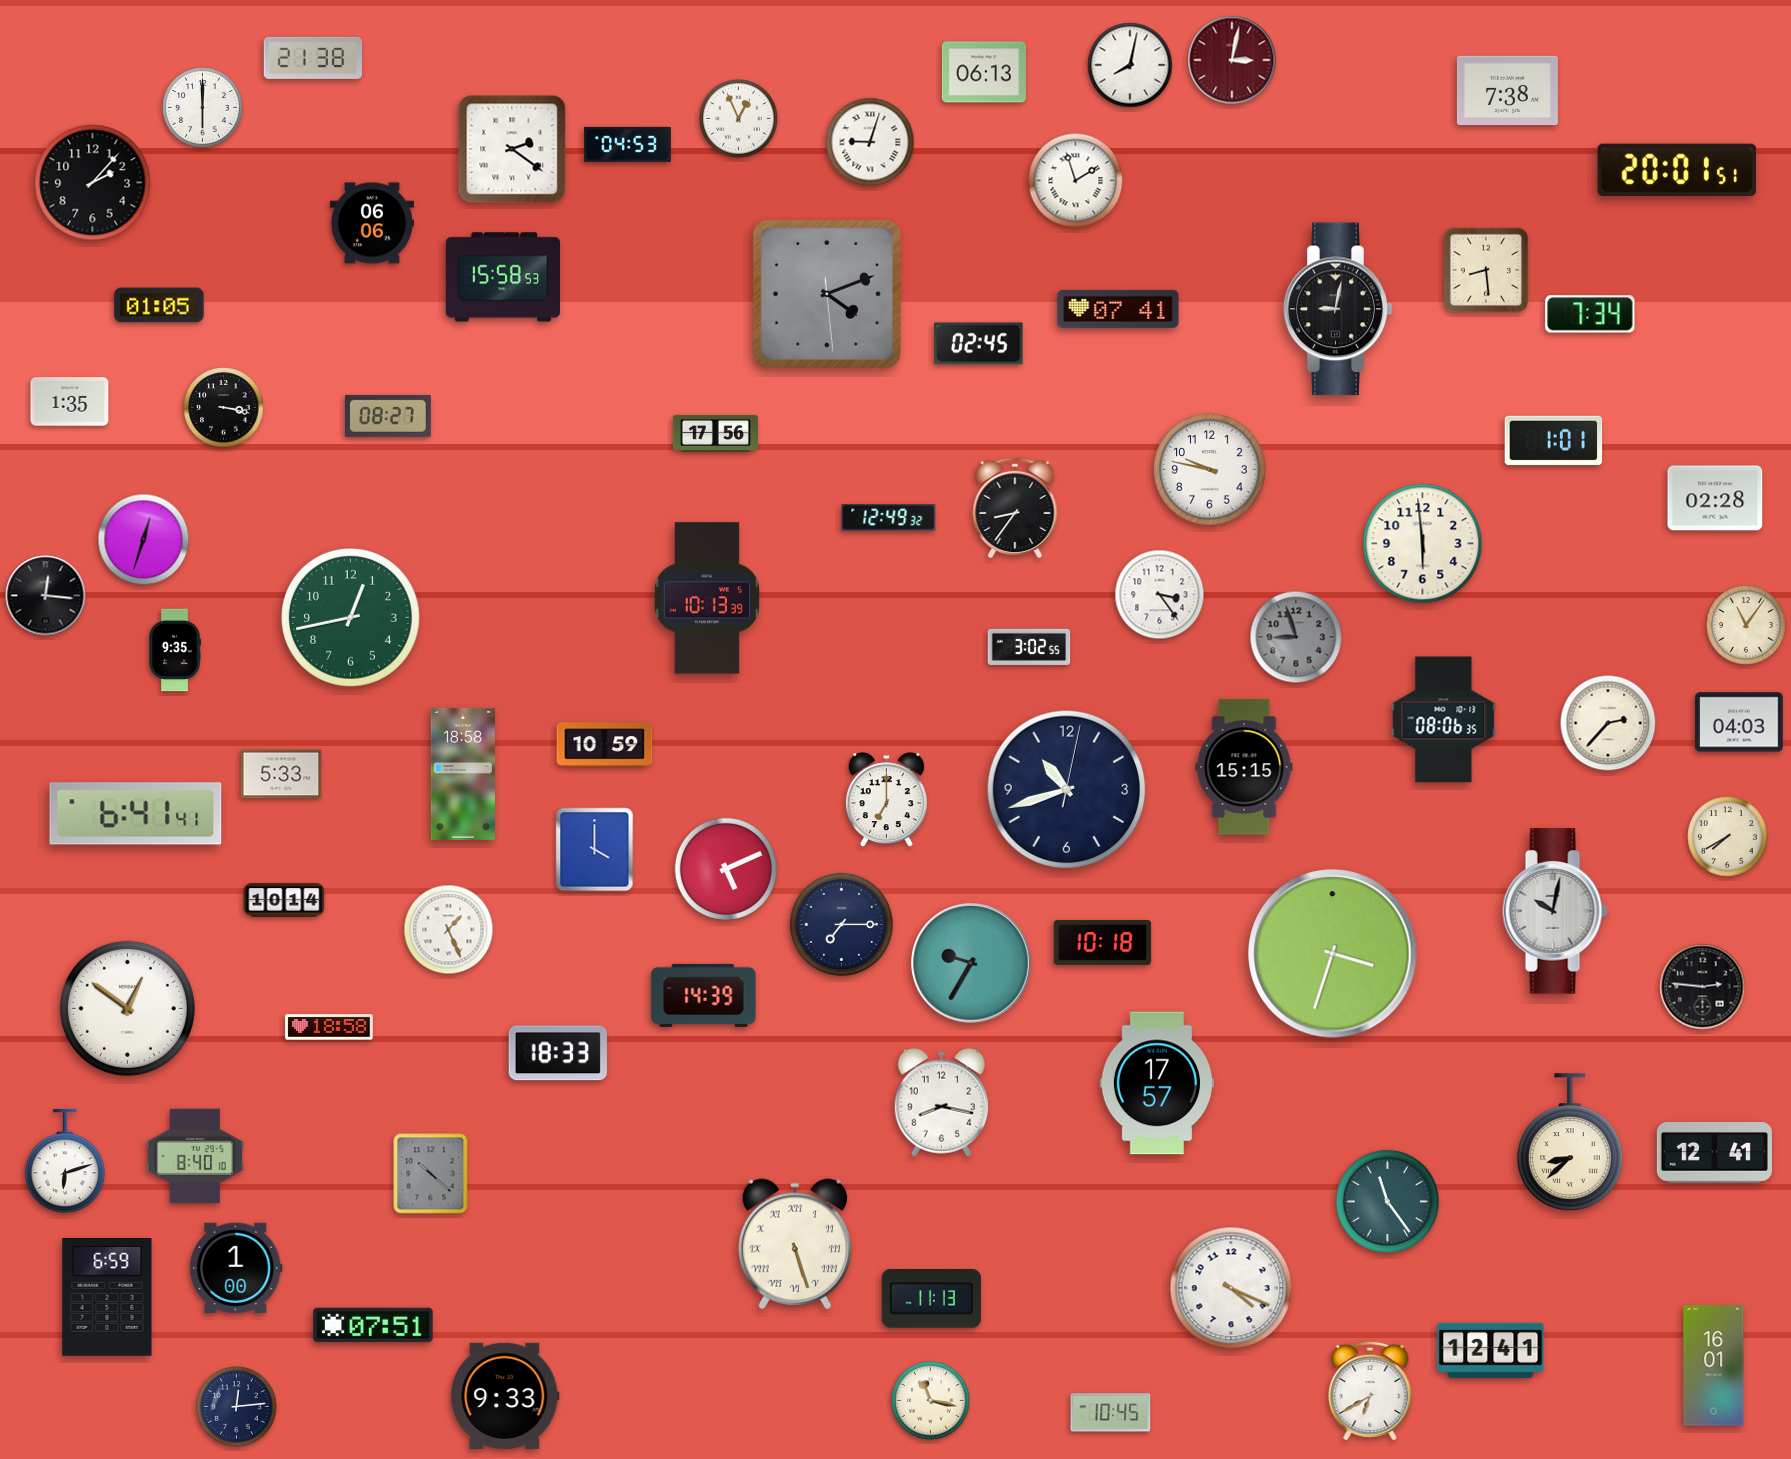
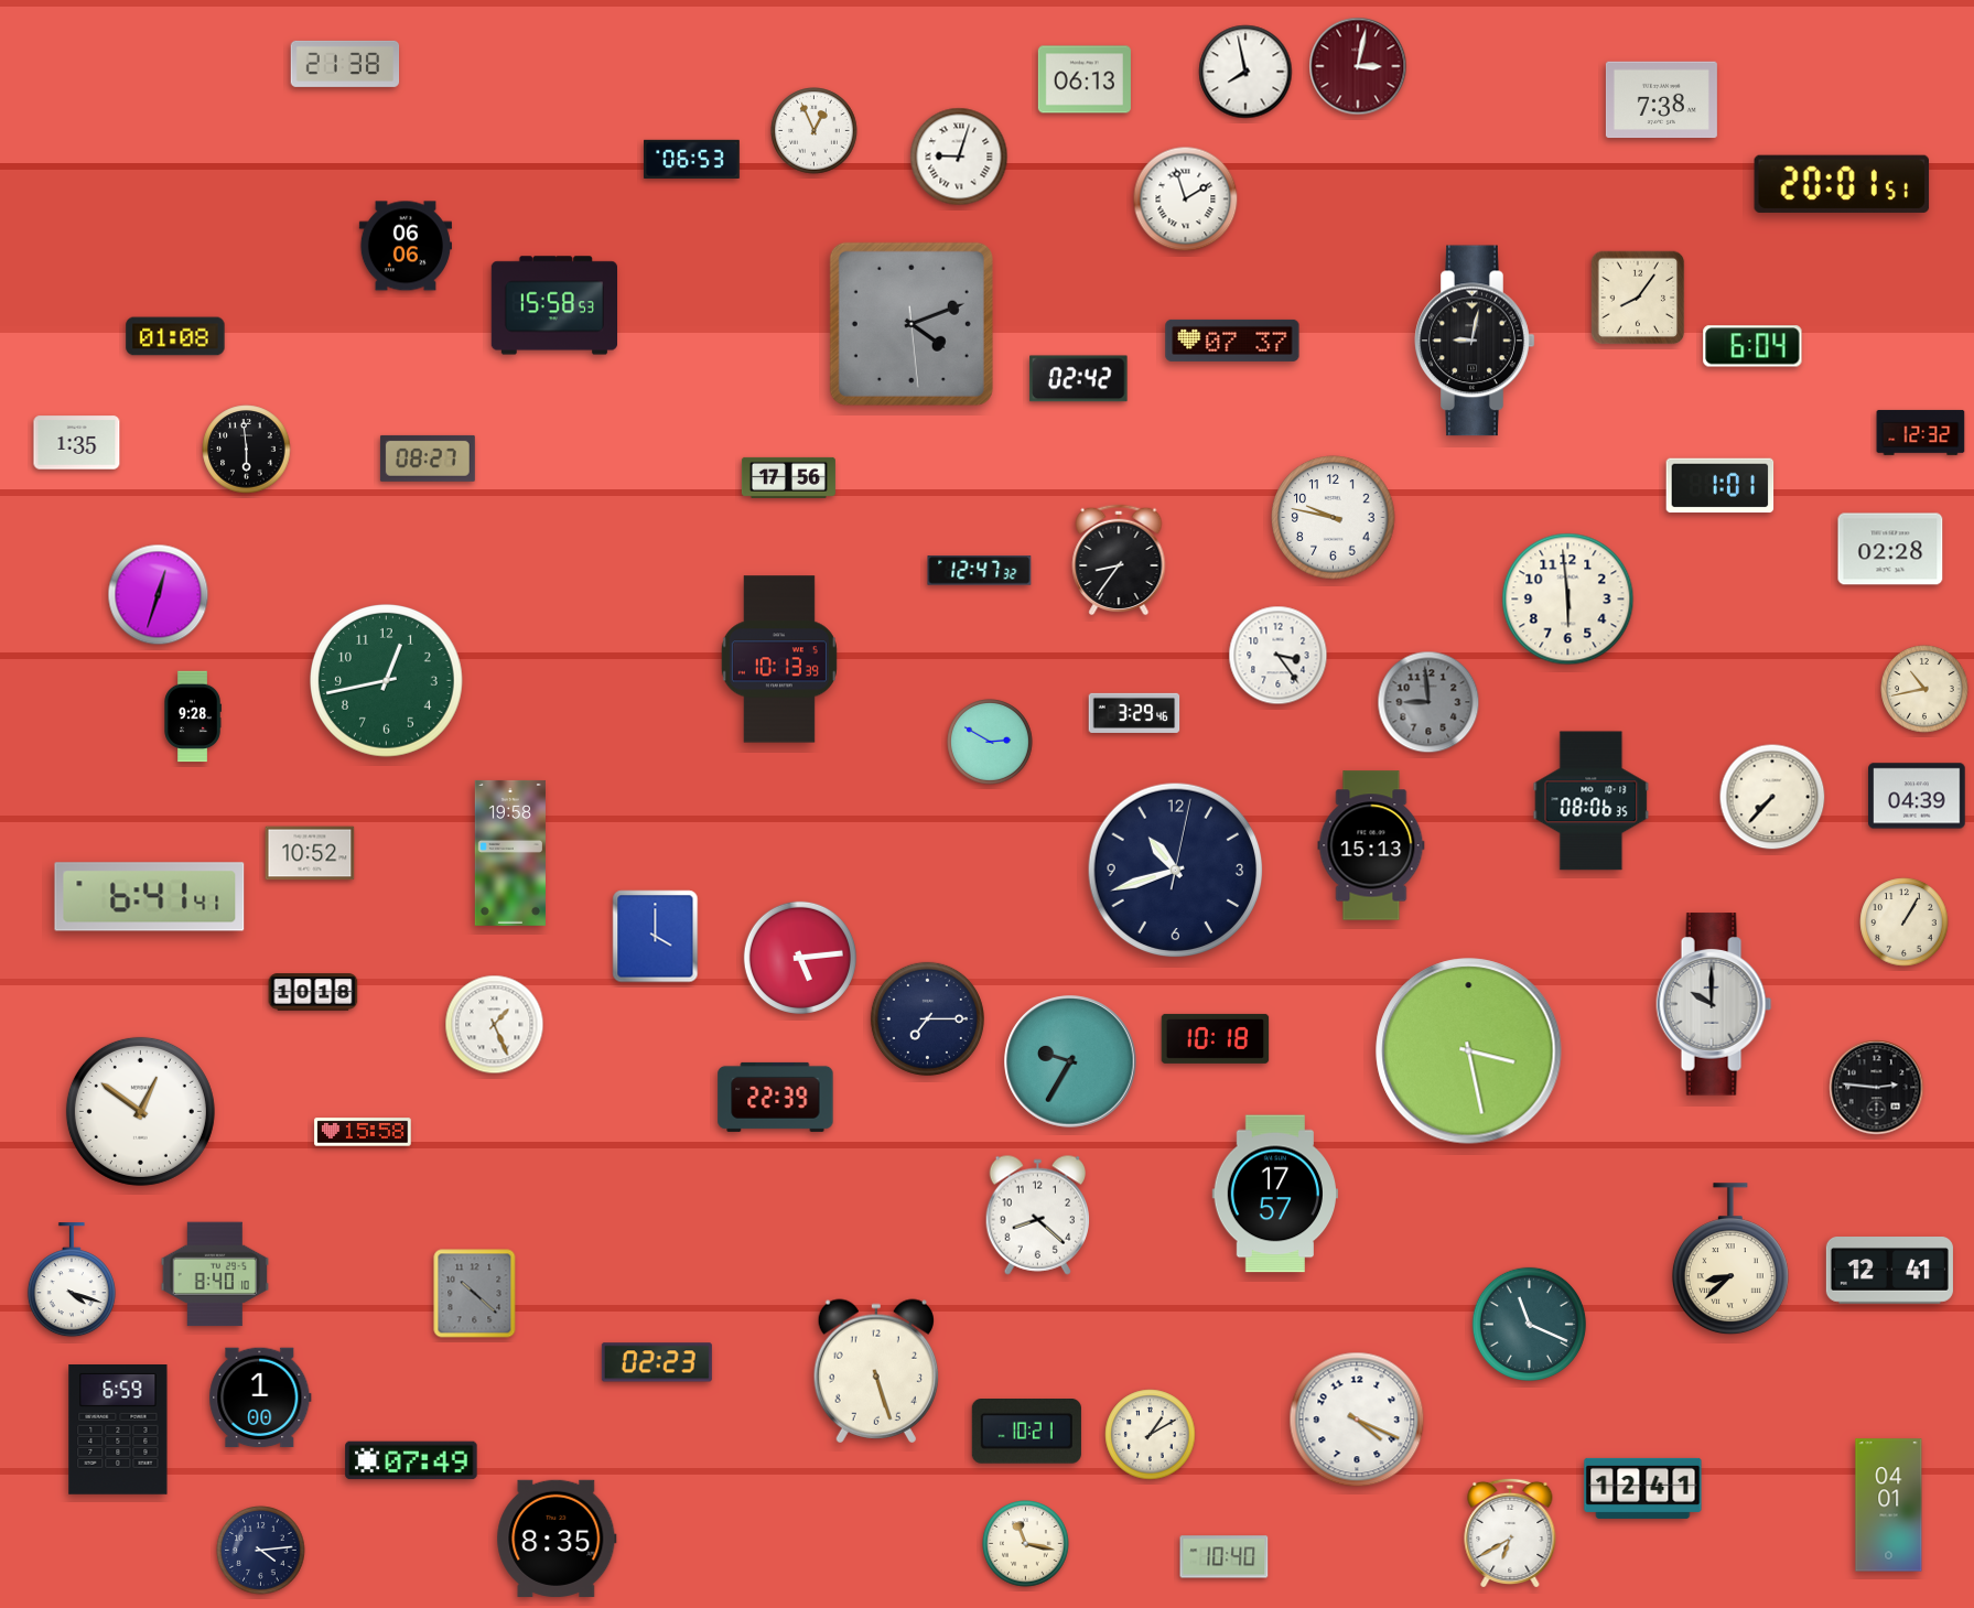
clock at (1130, 65): 8:02 -> 7:58
clock at (203, 108): 6:00 -> none
clock at (628, 144): 04:53 -> 06:53
clock at (512, 149): 2:21 -> none
clock at (1677, 170) position: (1677, 170) -> (1842, 184)
clock at (93, 183): 2:07 -> none
clock at (372, 223) position: (372, 223) -> (406, 246)
clock at (1486, 270): 8:29 -> 8:06
clock at (159, 305): 01:05 -> 01:08
clock at (1118, 309): 07:41 -> 07:37
clock at (1590, 314): 7:34 -> 6:04
clock at (979, 344): 02:45 -> 02:42
clock at (1921, 432): none -> 12:32
clock at (224, 408): 3:17 -> 5:59
clock at (1554, 441) position: (1554, 441) -> (1720, 486)
clock at (889, 518): 12:49 -> 12:47
clock at (46, 596): 12:16 -> none
clock at (1746, 625): 11:06 -> 10:43
clock at (1296, 637): 8:57 -> 8:59
clock at (1029, 647): 3:02 -> 3:29
clock at (175, 650): 9:35 -> 9:28
clock at (991, 743): none -> 2:50
clock at (1444, 720) position: (1444, 720) -> (1592, 801)
clock at (1739, 722): 04:03 -> 04:39
clock at (1608, 723): 2:37 -> 7:37
clock at (605, 745): 10:59 -> none
clock at (1244, 767): 15:15 -> 15:13
clock at (281, 774): 5:33 -> 10:52
clock at (463, 774): 18:58 -> 19:58
clock at (886, 800): 7:00 -> none
clock at (1728, 837): 7:40 -> 1:05
clock at (726, 869): 5:11 -> 5:14
clock at (284, 900): 10:14 -> 10:18
clock at (1555, 911): 10:02 -> 10:00
clock at (1333, 954): 3:33 -> 3:28
clock at (704, 995): 14:39 -> 22:39
clock at (329, 1027): 18:58 -> 15:58
clock at (558, 1053): 18:33 -> none
clock at (942, 1102): 8:17 -> 8:22
clock at (65, 1162): 6:12 -> 4:18
clock at (1387, 1201): 11:24 -> 11:19
clock at (657, 1362): none -> 02:23
clock at (795, 1244) numerals: Roman -> Arabic
clock at (931, 1299): 11:13 -> 10:21
clock at (1151, 1435): none -> 1:10
clock at (373, 1325): 07:51 -> 07:49
clock at (1714, 1366): 16:01 -> 04:01
clock at (505, 1396): 9:33 -> 8:35
clock at (237, 1407): 12:14 -> 4:14
clock at (1111, 1413): 10:45 -> 10:40
